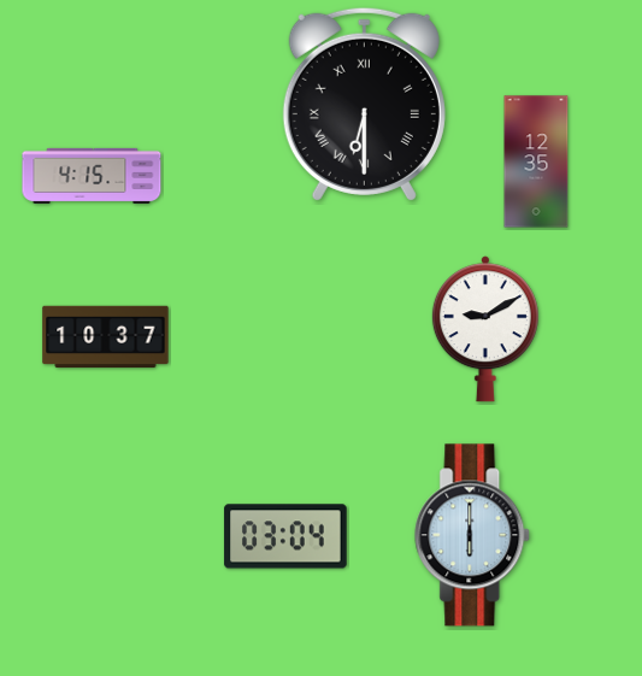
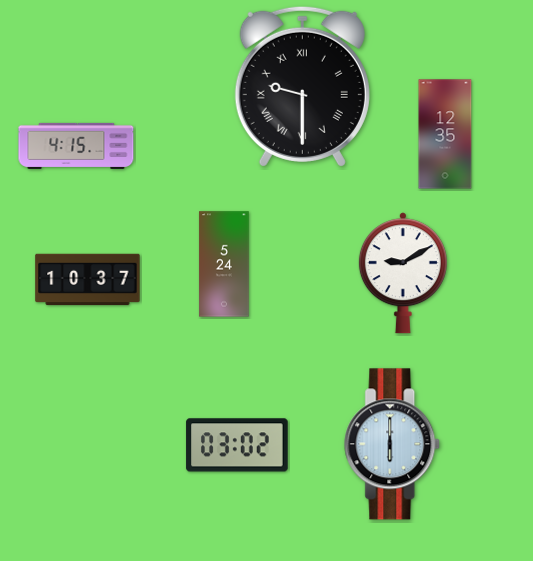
clock at (364, 104): 6:30 -> 9:30
clock at (224, 264): none -> 5:24
clock at (285, 536): 03:04 -> 03:02
